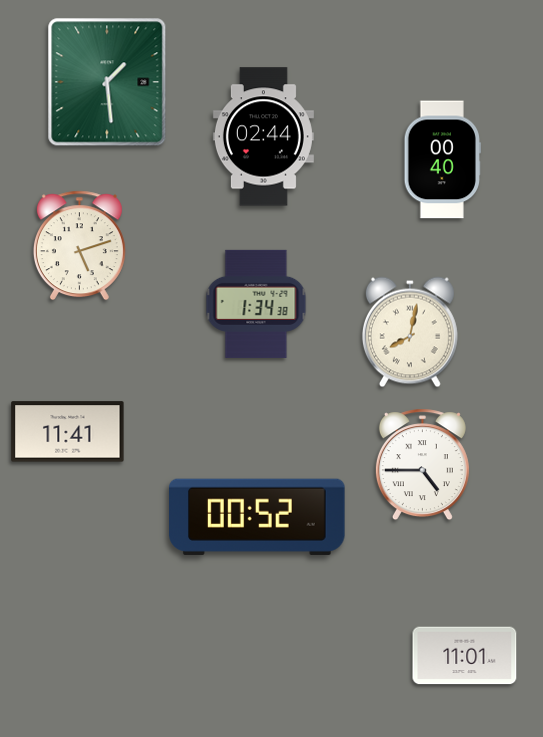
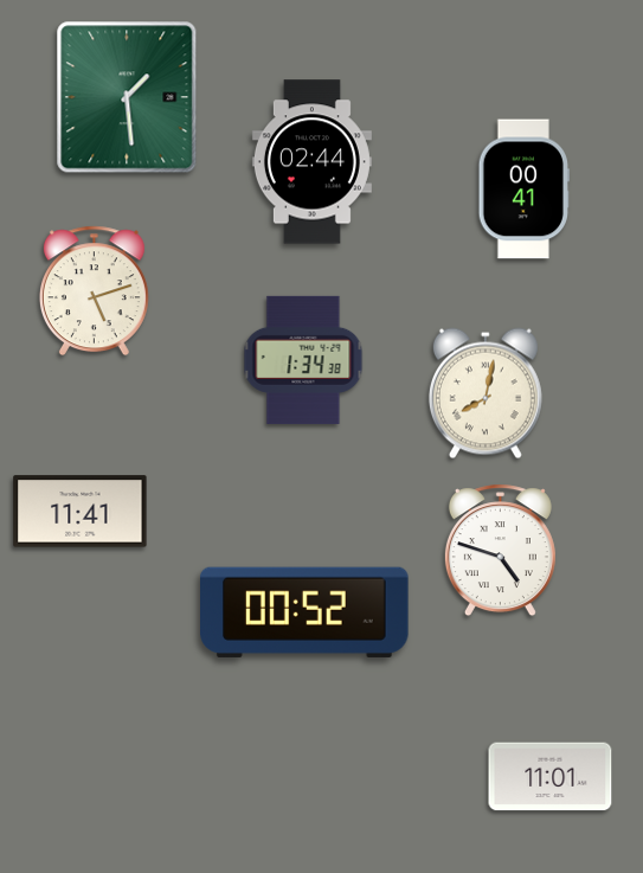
clock at (442, 160): 00:40 -> 00:41
clock at (422, 465): 4:45 -> 4:48
